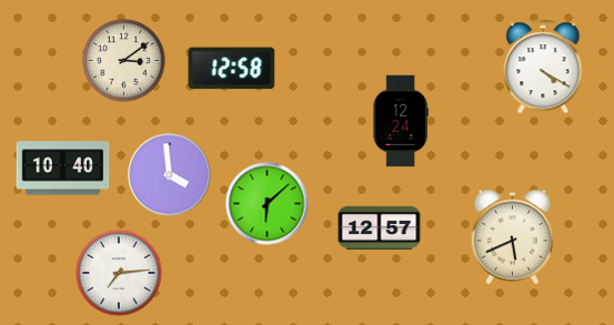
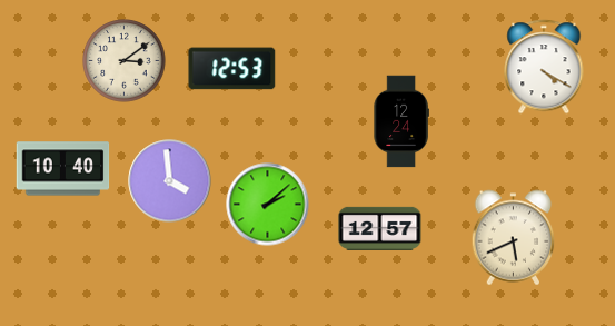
clock at (232, 69): 12:58 -> 12:53
clock at (170, 175) position: (170, 175) -> (170, 181)
clock at (268, 204): 6:08 -> 2:08
clock at (119, 273): 7:14 -> none
